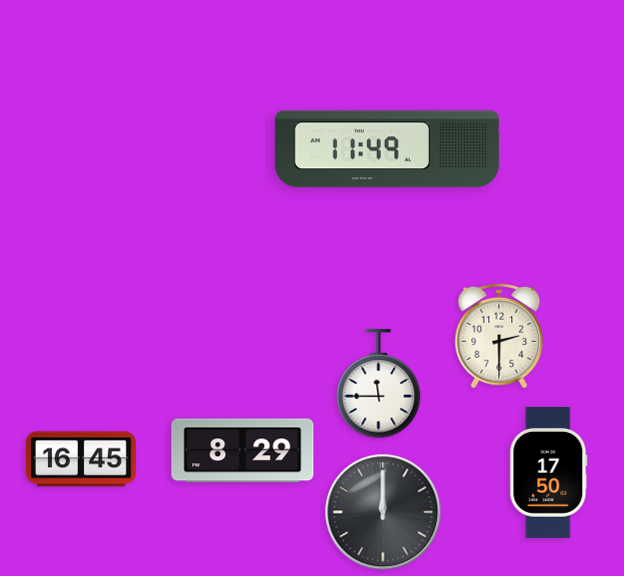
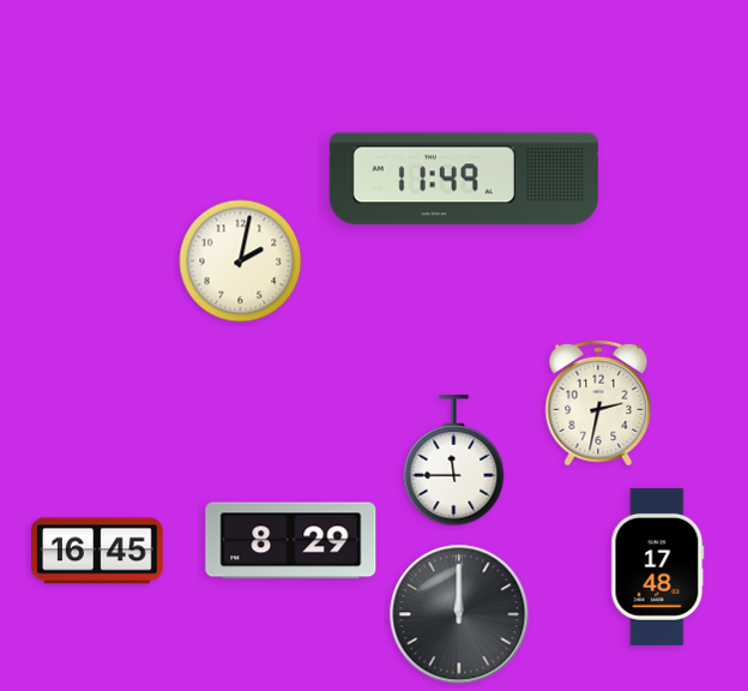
clock at (241, 262): none -> 2:02
clock at (499, 336): 2:30 -> 2:32
clock at (549, 472): 17:50 -> 17:48
